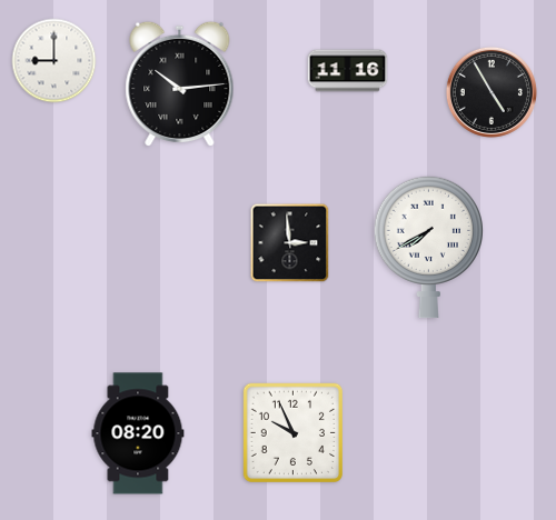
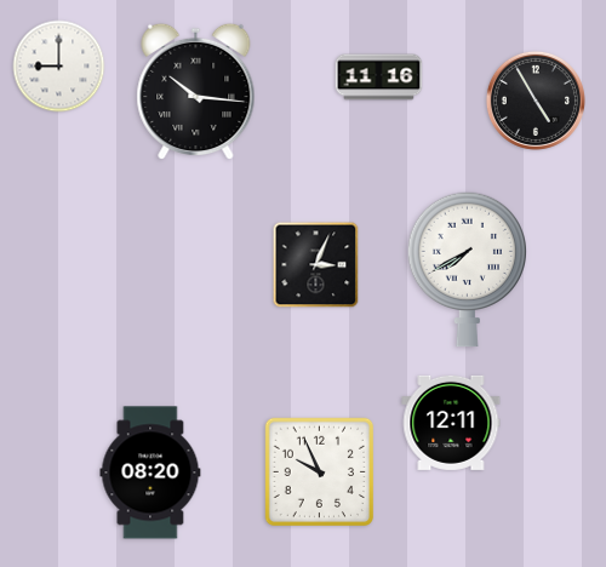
clock at (180, 84): 10:14 -> 10:16
clock at (290, 243): 2:59 -> 3:04
clock at (451, 423): none -> 12:11
